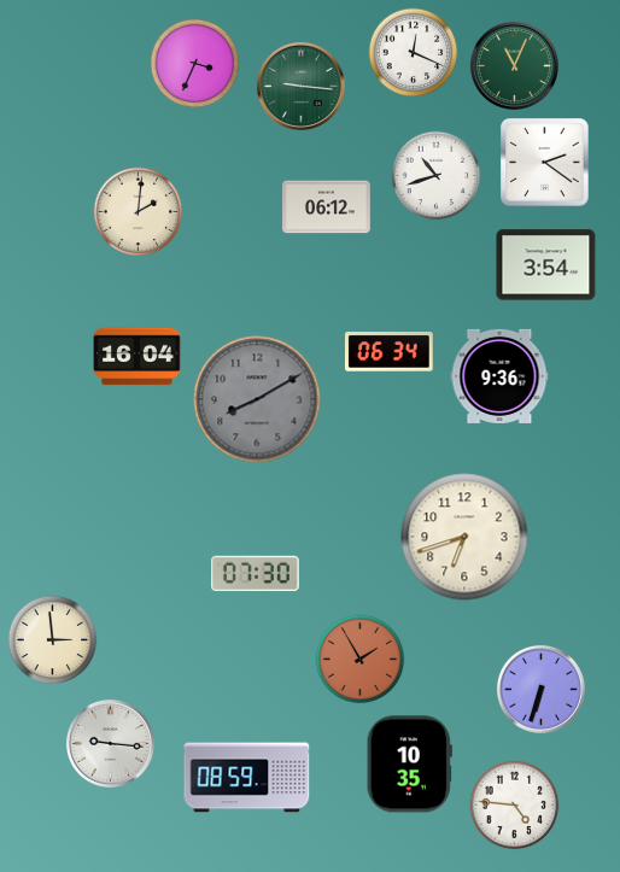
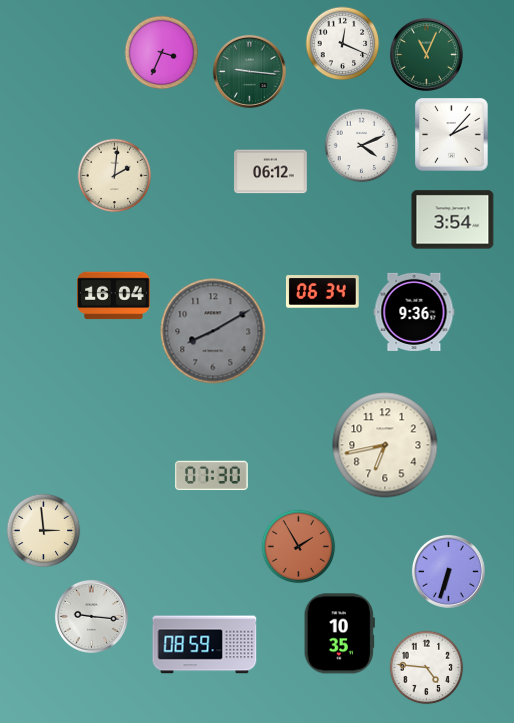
clock at (545, 163): 2:21 -> 2:07
clock at (437, 176): 10:42 -> 4:11
clock at (464, 537): 6:42 -> 6:43
